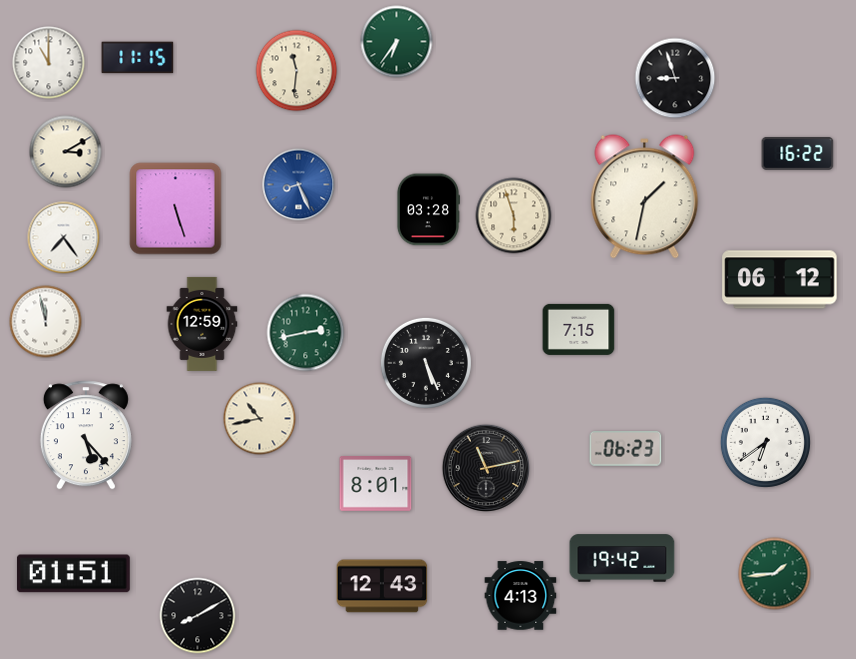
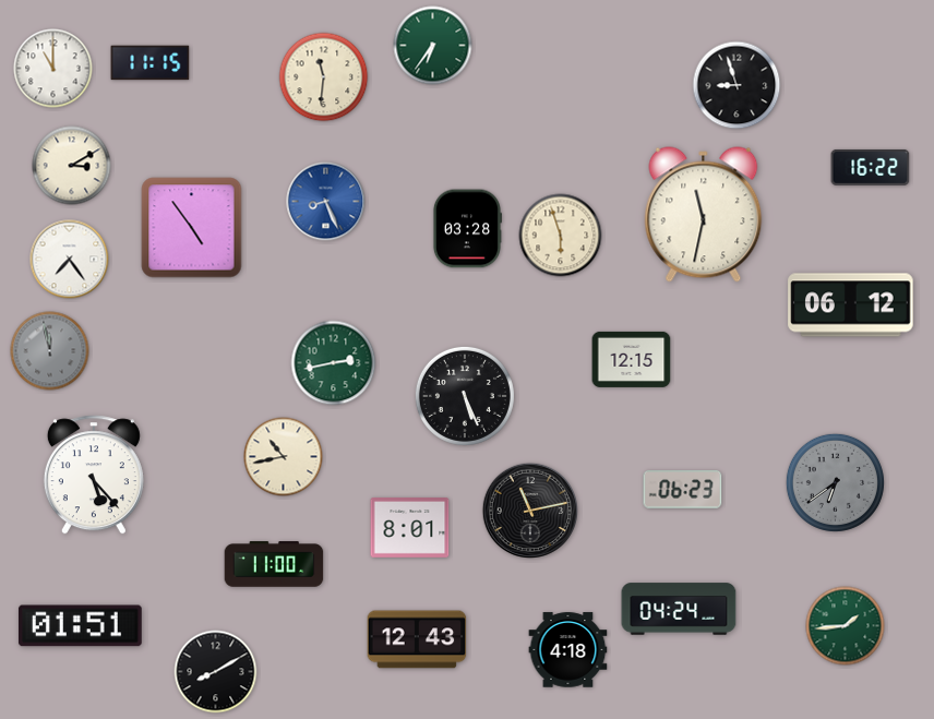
clock at (645, 197): 1:32 -> 11:32
clock at (176, 209): 5:27 -> 4:54
clock at (46, 322) dial: white -> grey
clock at (202, 324): 12:59 -> none
clock at (579, 329): 7:15 -> 12:15
clock at (765, 442) dial: white -> grey
clock at (274, 564): none -> 11:00
clock at (622, 558): 19:42 -> 04:24
clock at (521, 596): 4:13 -> 4:18
